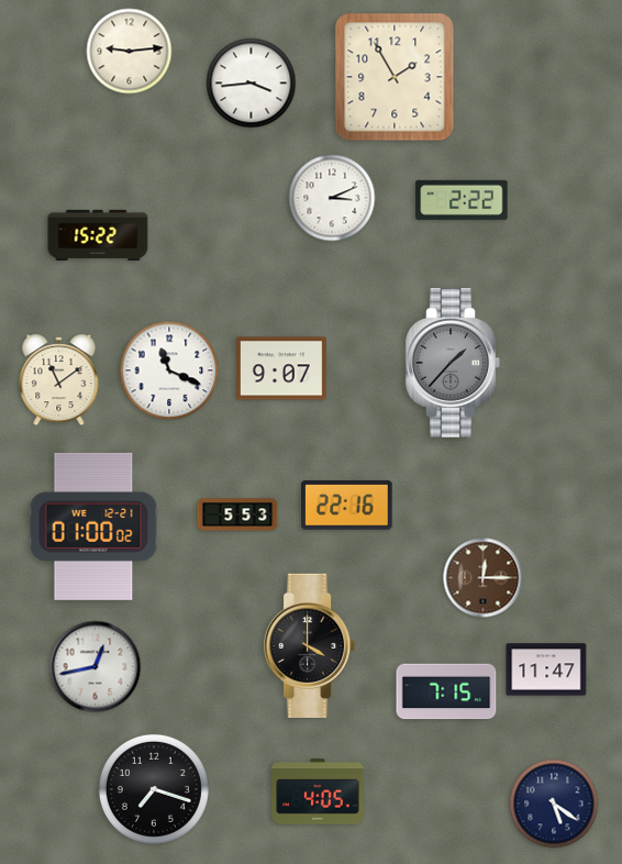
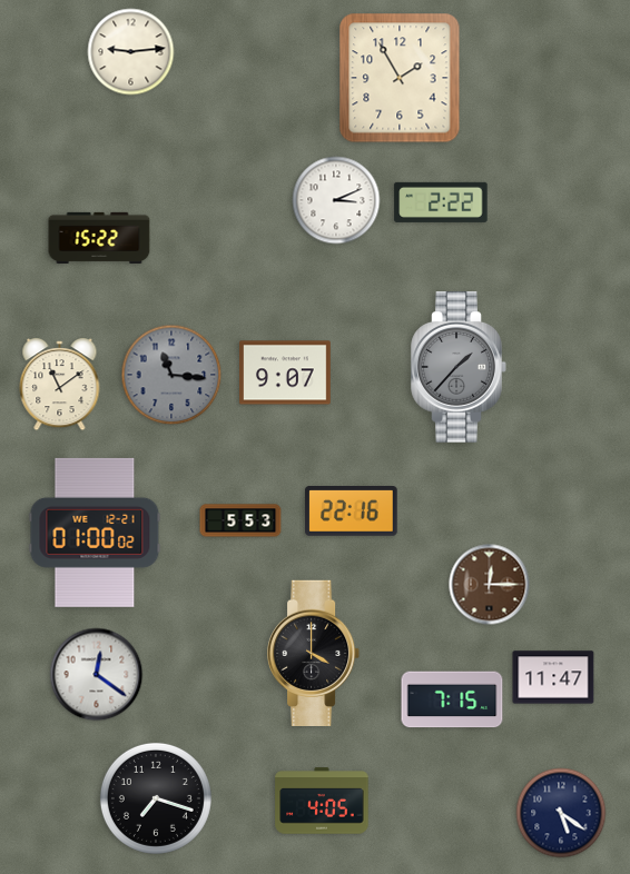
clock at (252, 84): 3:44 -> none
clock at (462, 200) position: (462, 200) -> (441, 202)
clock at (169, 370): 11:19 -> 11:16
clock at (169, 370) dial: white -> grey
clock at (96, 667): 12:43 -> 12:21
